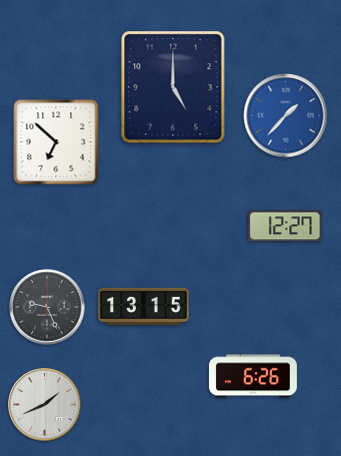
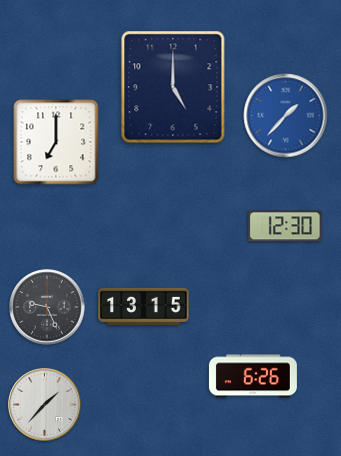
clock at (56, 142): 6:52 -> 7:00
clock at (285, 226): 12:27 -> 12:30
clock at (45, 405): 1:41 -> 1:37
